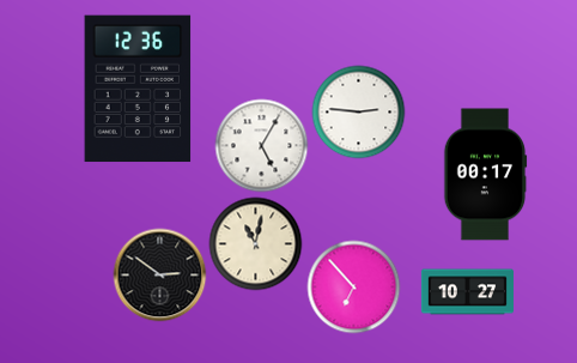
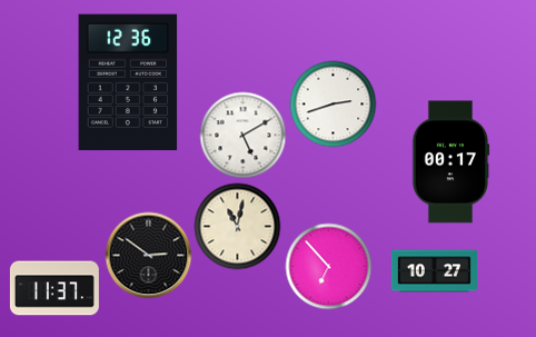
clock at (358, 111): 2:46 -> 2:42
clock at (261, 145): 5:05 -> 5:10
clock at (54, 288): none -> 11:37
